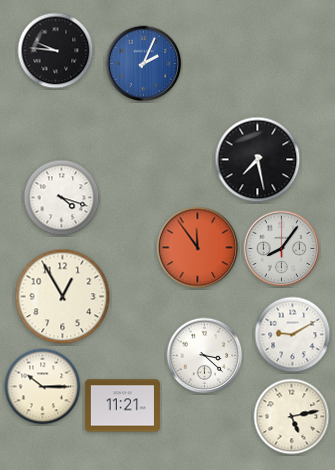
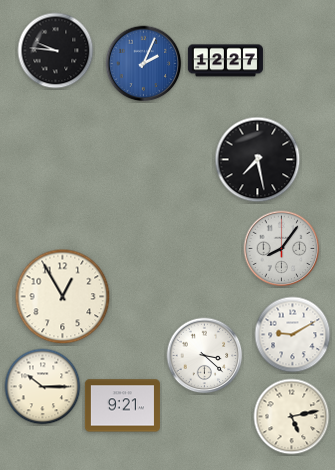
clock at (225, 61): none -> 12:27
clock at (62, 198): 4:18 -> none
clock at (198, 248): 11:54 -> none
clock at (122, 406): 11:21 -> 9:21
